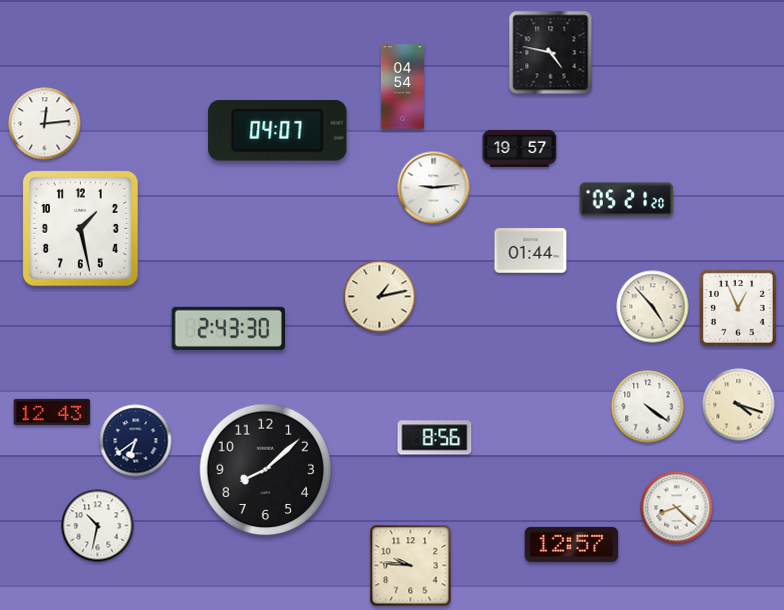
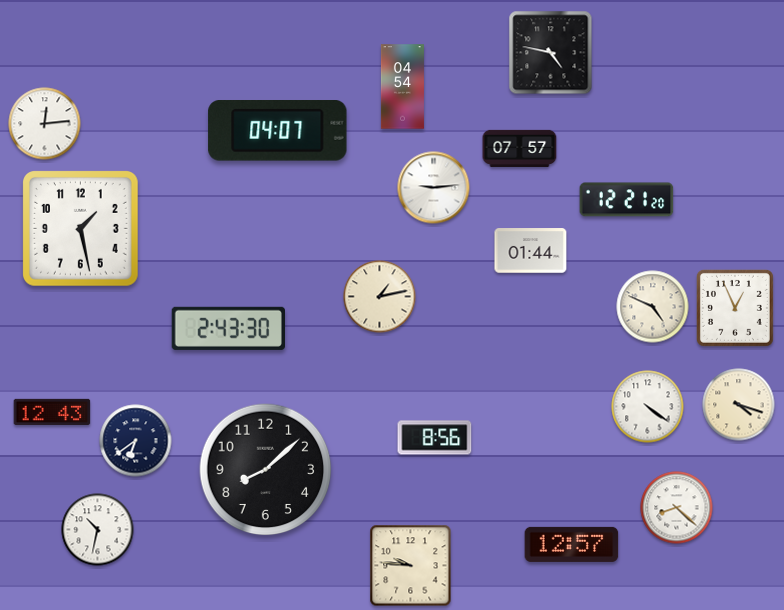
clock at (520, 148): 19:57 -> 07:57
clock at (627, 200): 05:21 -> 12:21
clock at (653, 307): 4:53 -> 4:49
clock at (738, 308) position: (738, 308) -> (735, 308)
clock at (98, 526) position: (98, 526) -> (98, 530)
